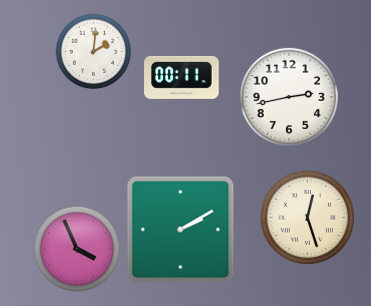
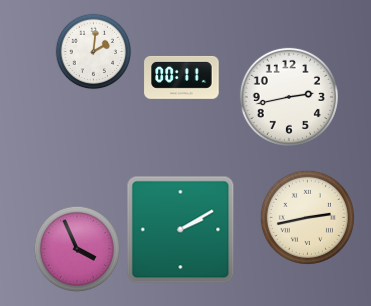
clock at (307, 217): 12:27 -> 2:43
